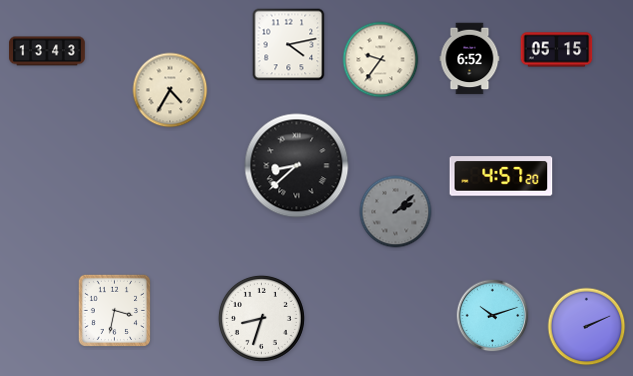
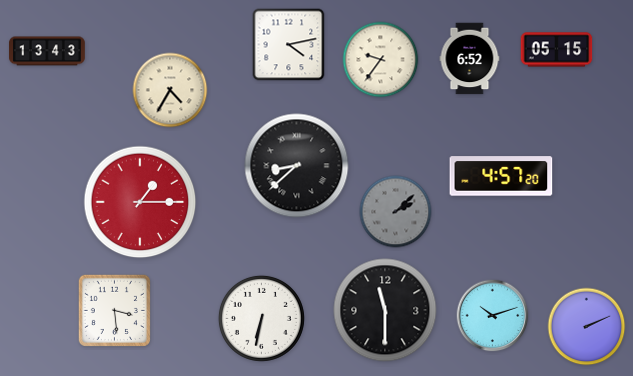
clock at (140, 202): none -> 1:15
clock at (114, 310): 3:32 -> 3:29
clock at (385, 310): none -> 11:30
clock at (261, 318): 8:33 -> 6:32
